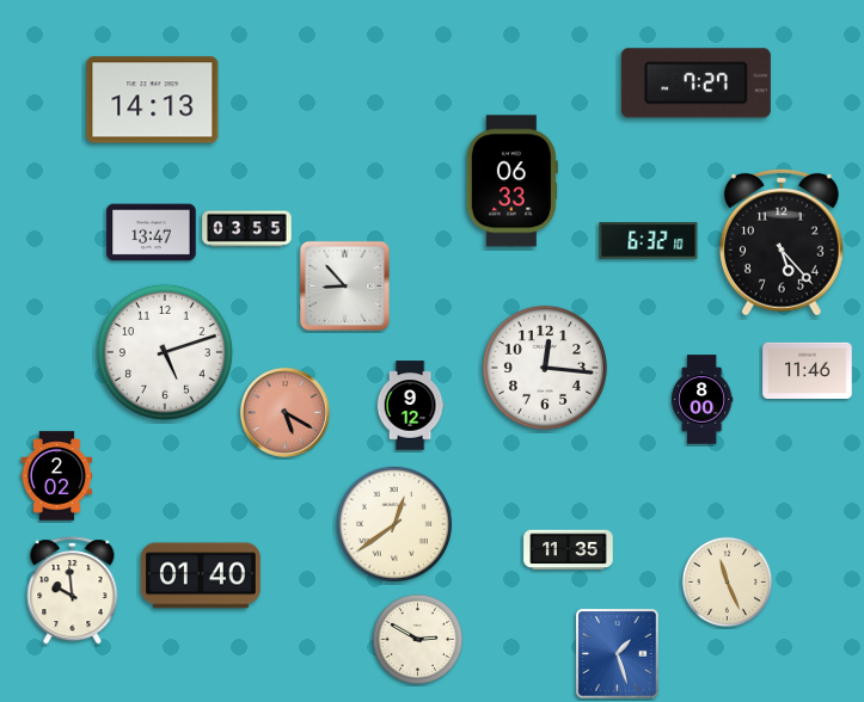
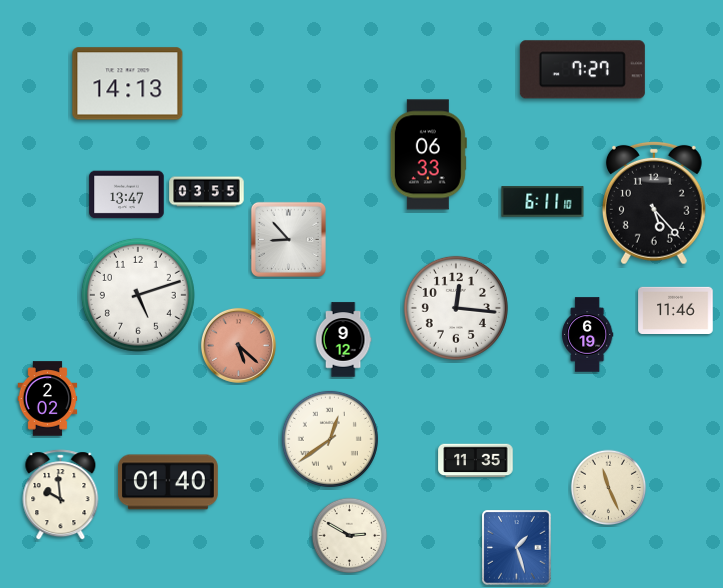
clock at (511, 181) position: (511, 181) -> (428, 155)
clock at (649, 241): 6:32 -> 6:11
clock at (701, 400): 8:00 -> 6:19
clock at (284, 412): 5:20 -> 5:22
